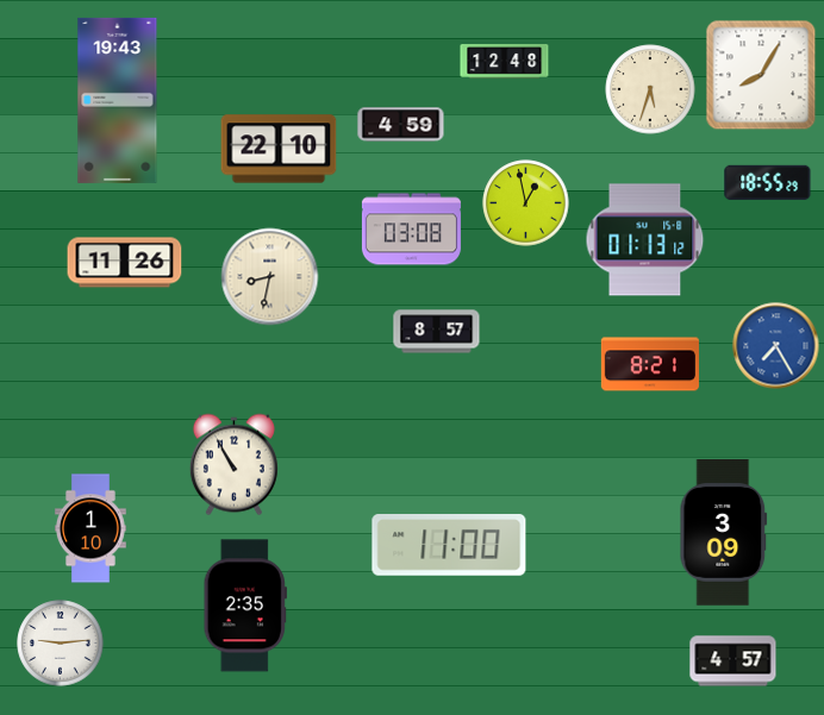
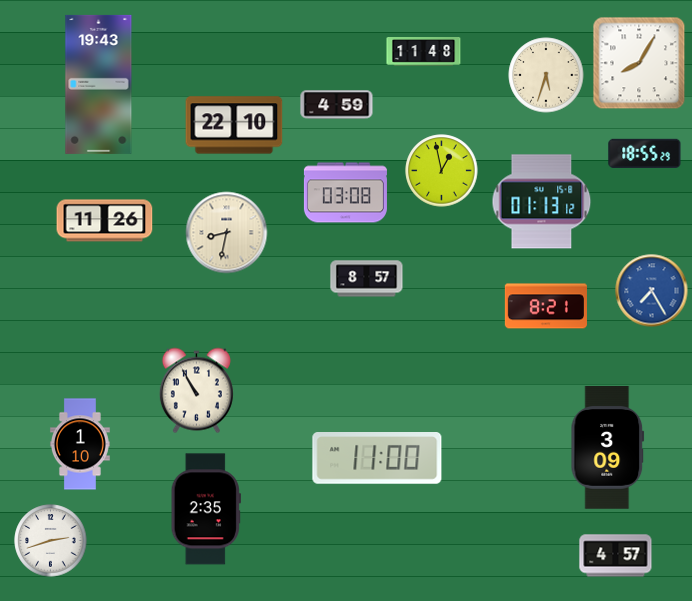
clock at (505, 62): 12:48 -> 11:48
clock at (90, 528) position: (90, 528) -> (80, 444)
clock at (61, 644): 9:14 -> 2:42
